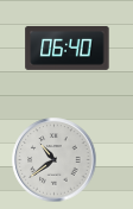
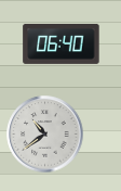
clock at (55, 160) position: (55, 160) -> (45, 135)
